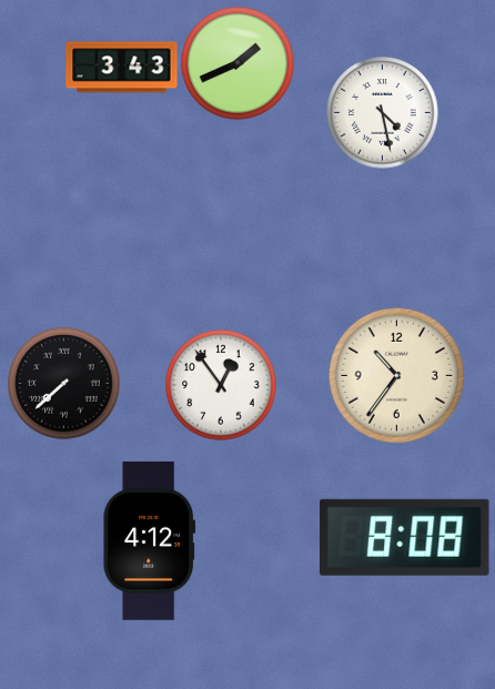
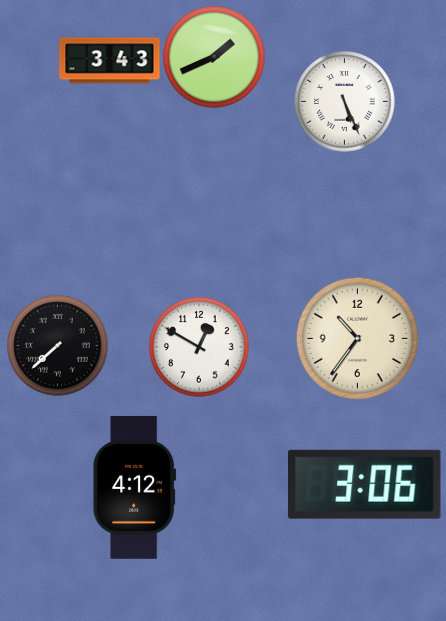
clock at (383, 113): 4:28 -> 5:26
clock at (221, 385): 12:54 -> 12:50
clock at (404, 537): 8:08 -> 3:06
